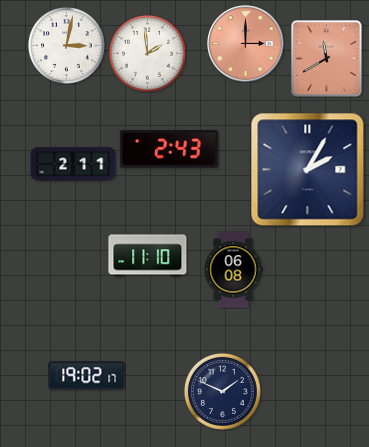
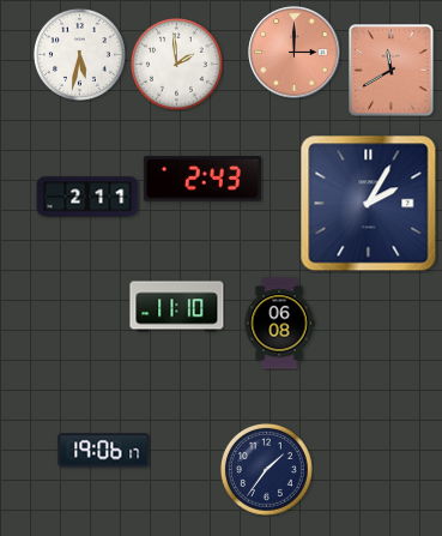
clock at (66, 45): 3:02 -> 5:32
clock at (87, 376): 19:02 -> 19:06
clock at (222, 391): 1:49 -> 1:36
